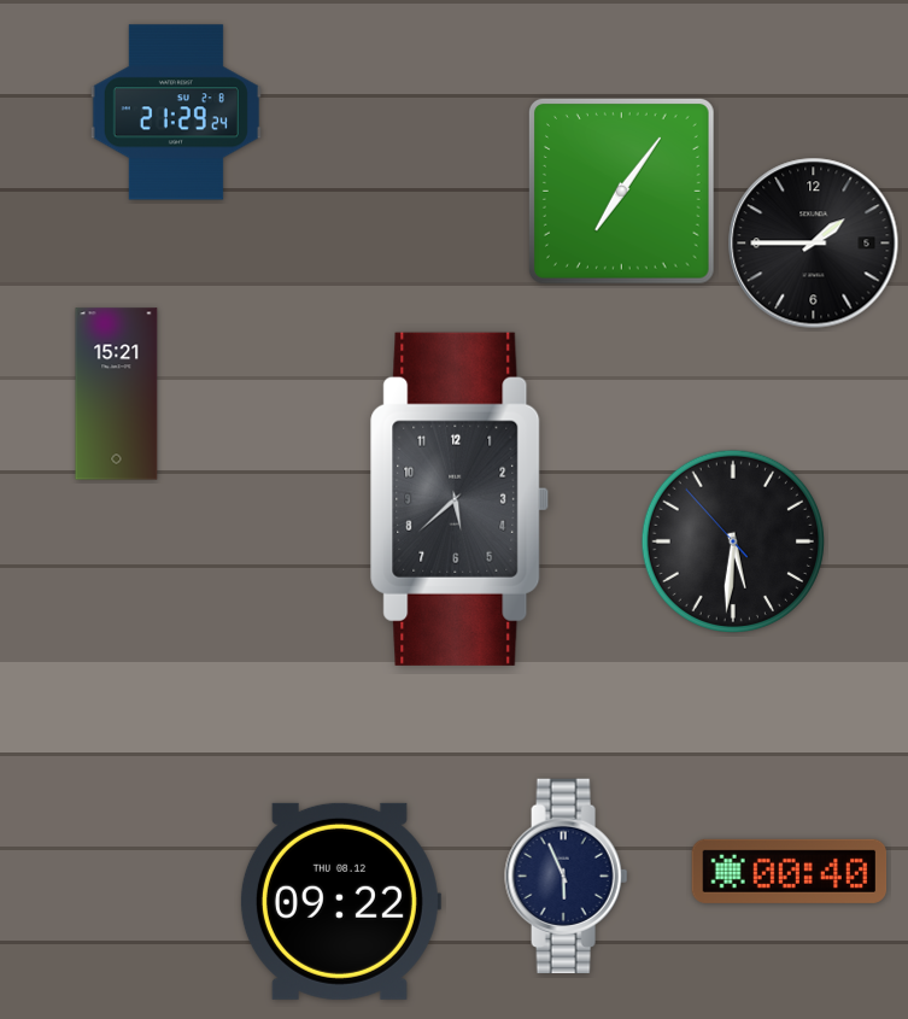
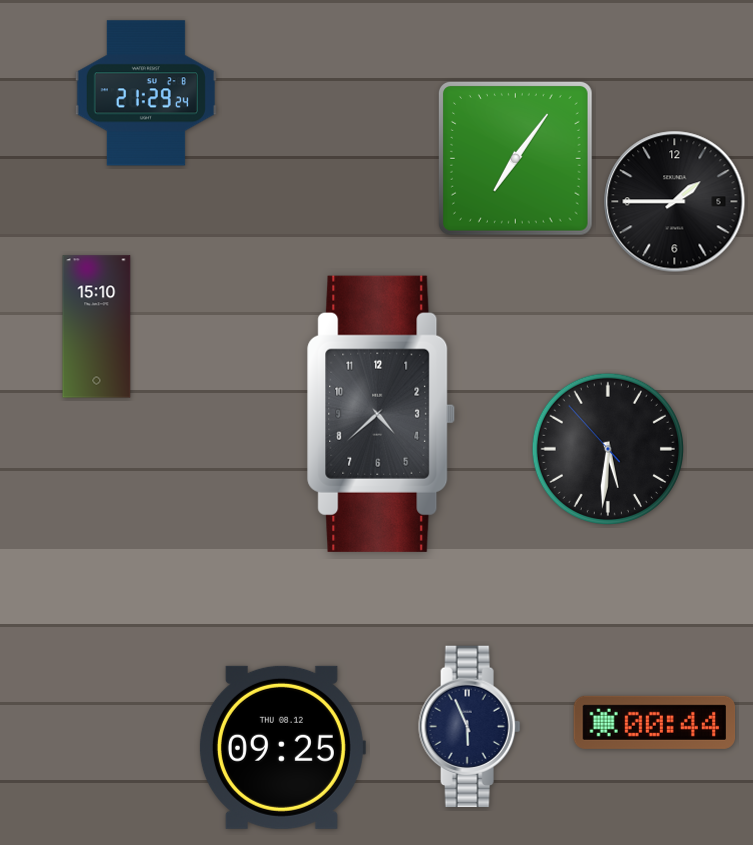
clock at (117, 394): 15:21 -> 15:10
clock at (459, 499): 5:38 -> 4:38
clock at (790, 871): 00:40 -> 00:44
clock at (340, 901): 09:22 -> 09:25
